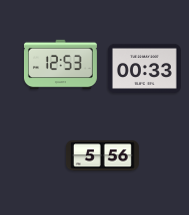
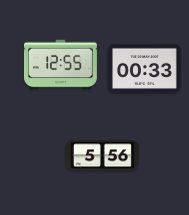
clock at (60, 65): 12:53 -> 12:55
